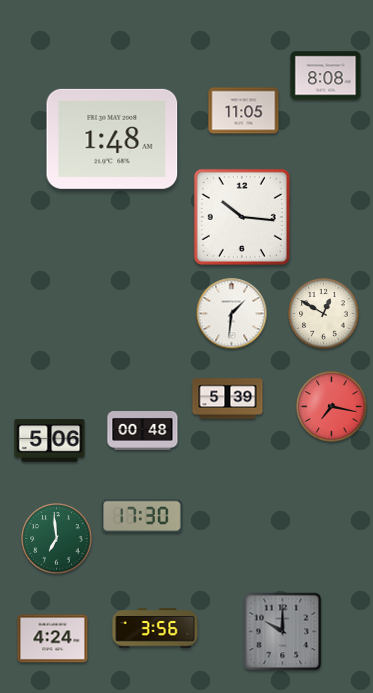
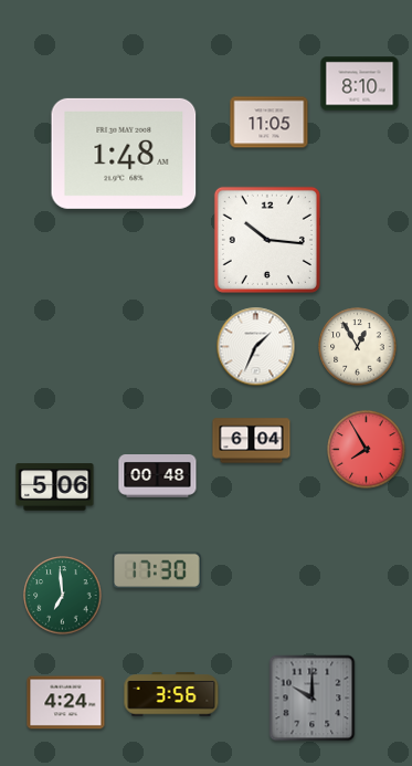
clock at (326, 76): 8:08 -> 8:10
clock at (232, 314): 1:31 -> 1:34
clock at (324, 314): 12:50 -> 12:55
clock at (228, 399): 5:39 -> 6:04
clock at (332, 407): 7:17 -> 7:55
clock at (53, 639) position: (53, 639) -> (66, 703)
